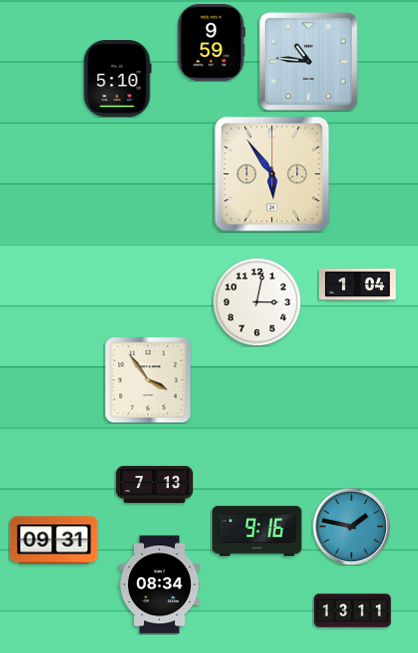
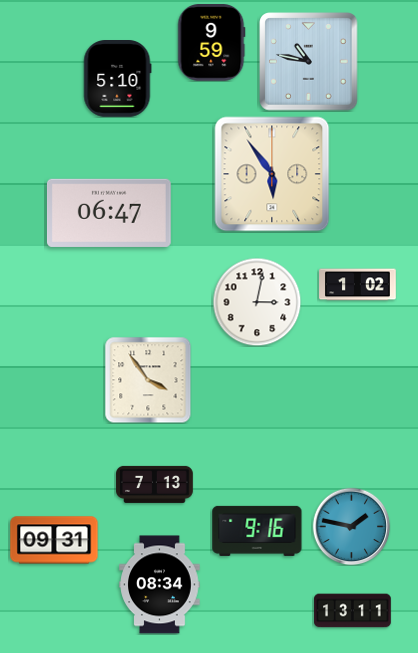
clock at (309, 62): 10:46 -> 10:47
clock at (109, 213): none -> 06:47
clock at (358, 285): 1:04 -> 1:02
